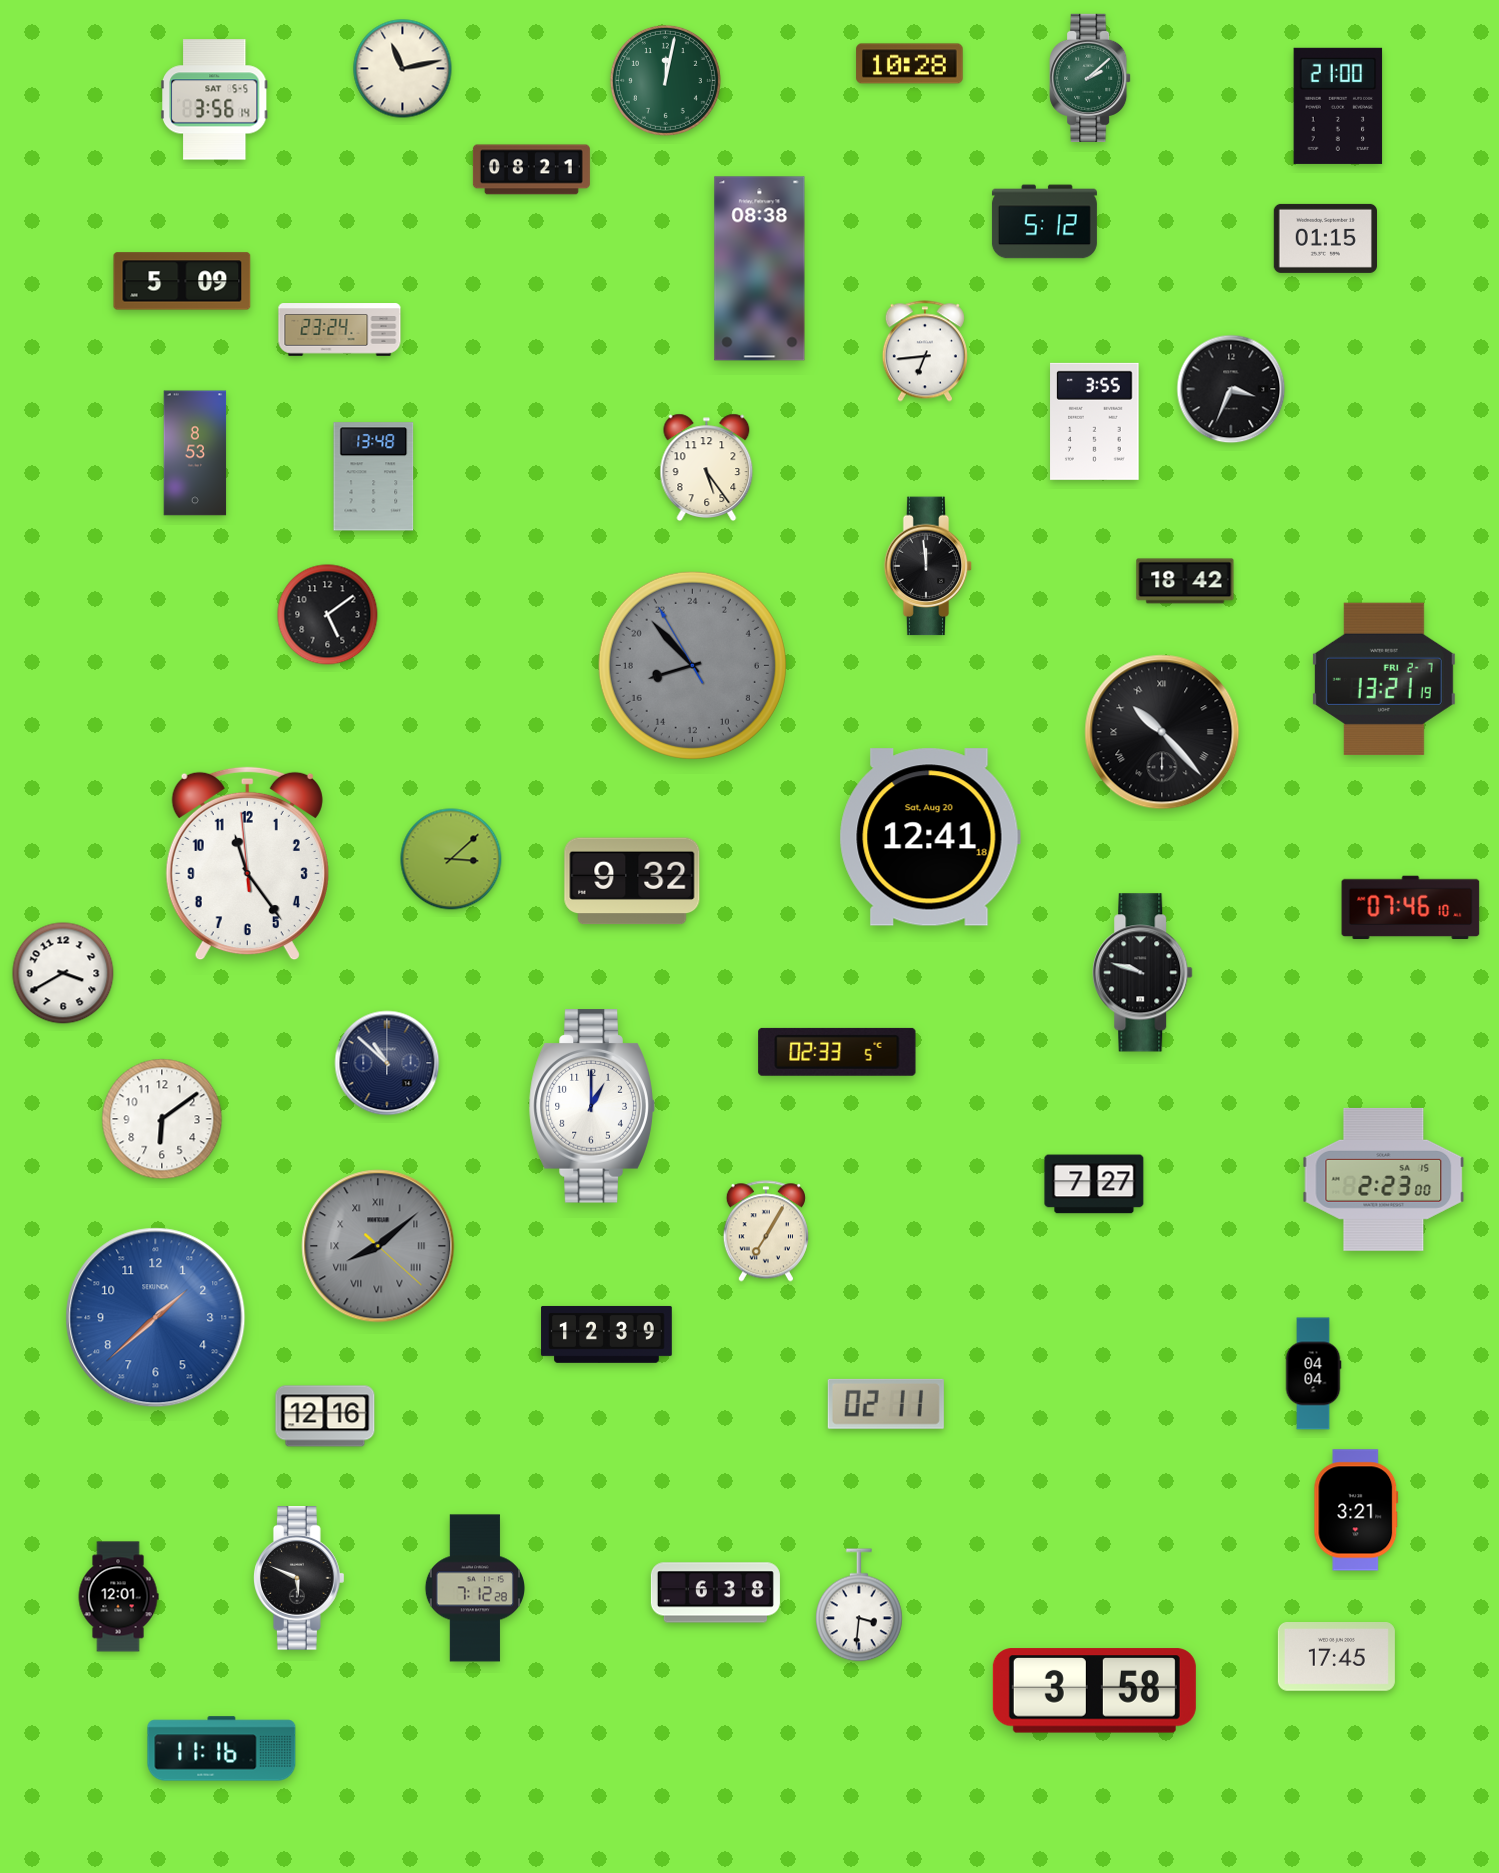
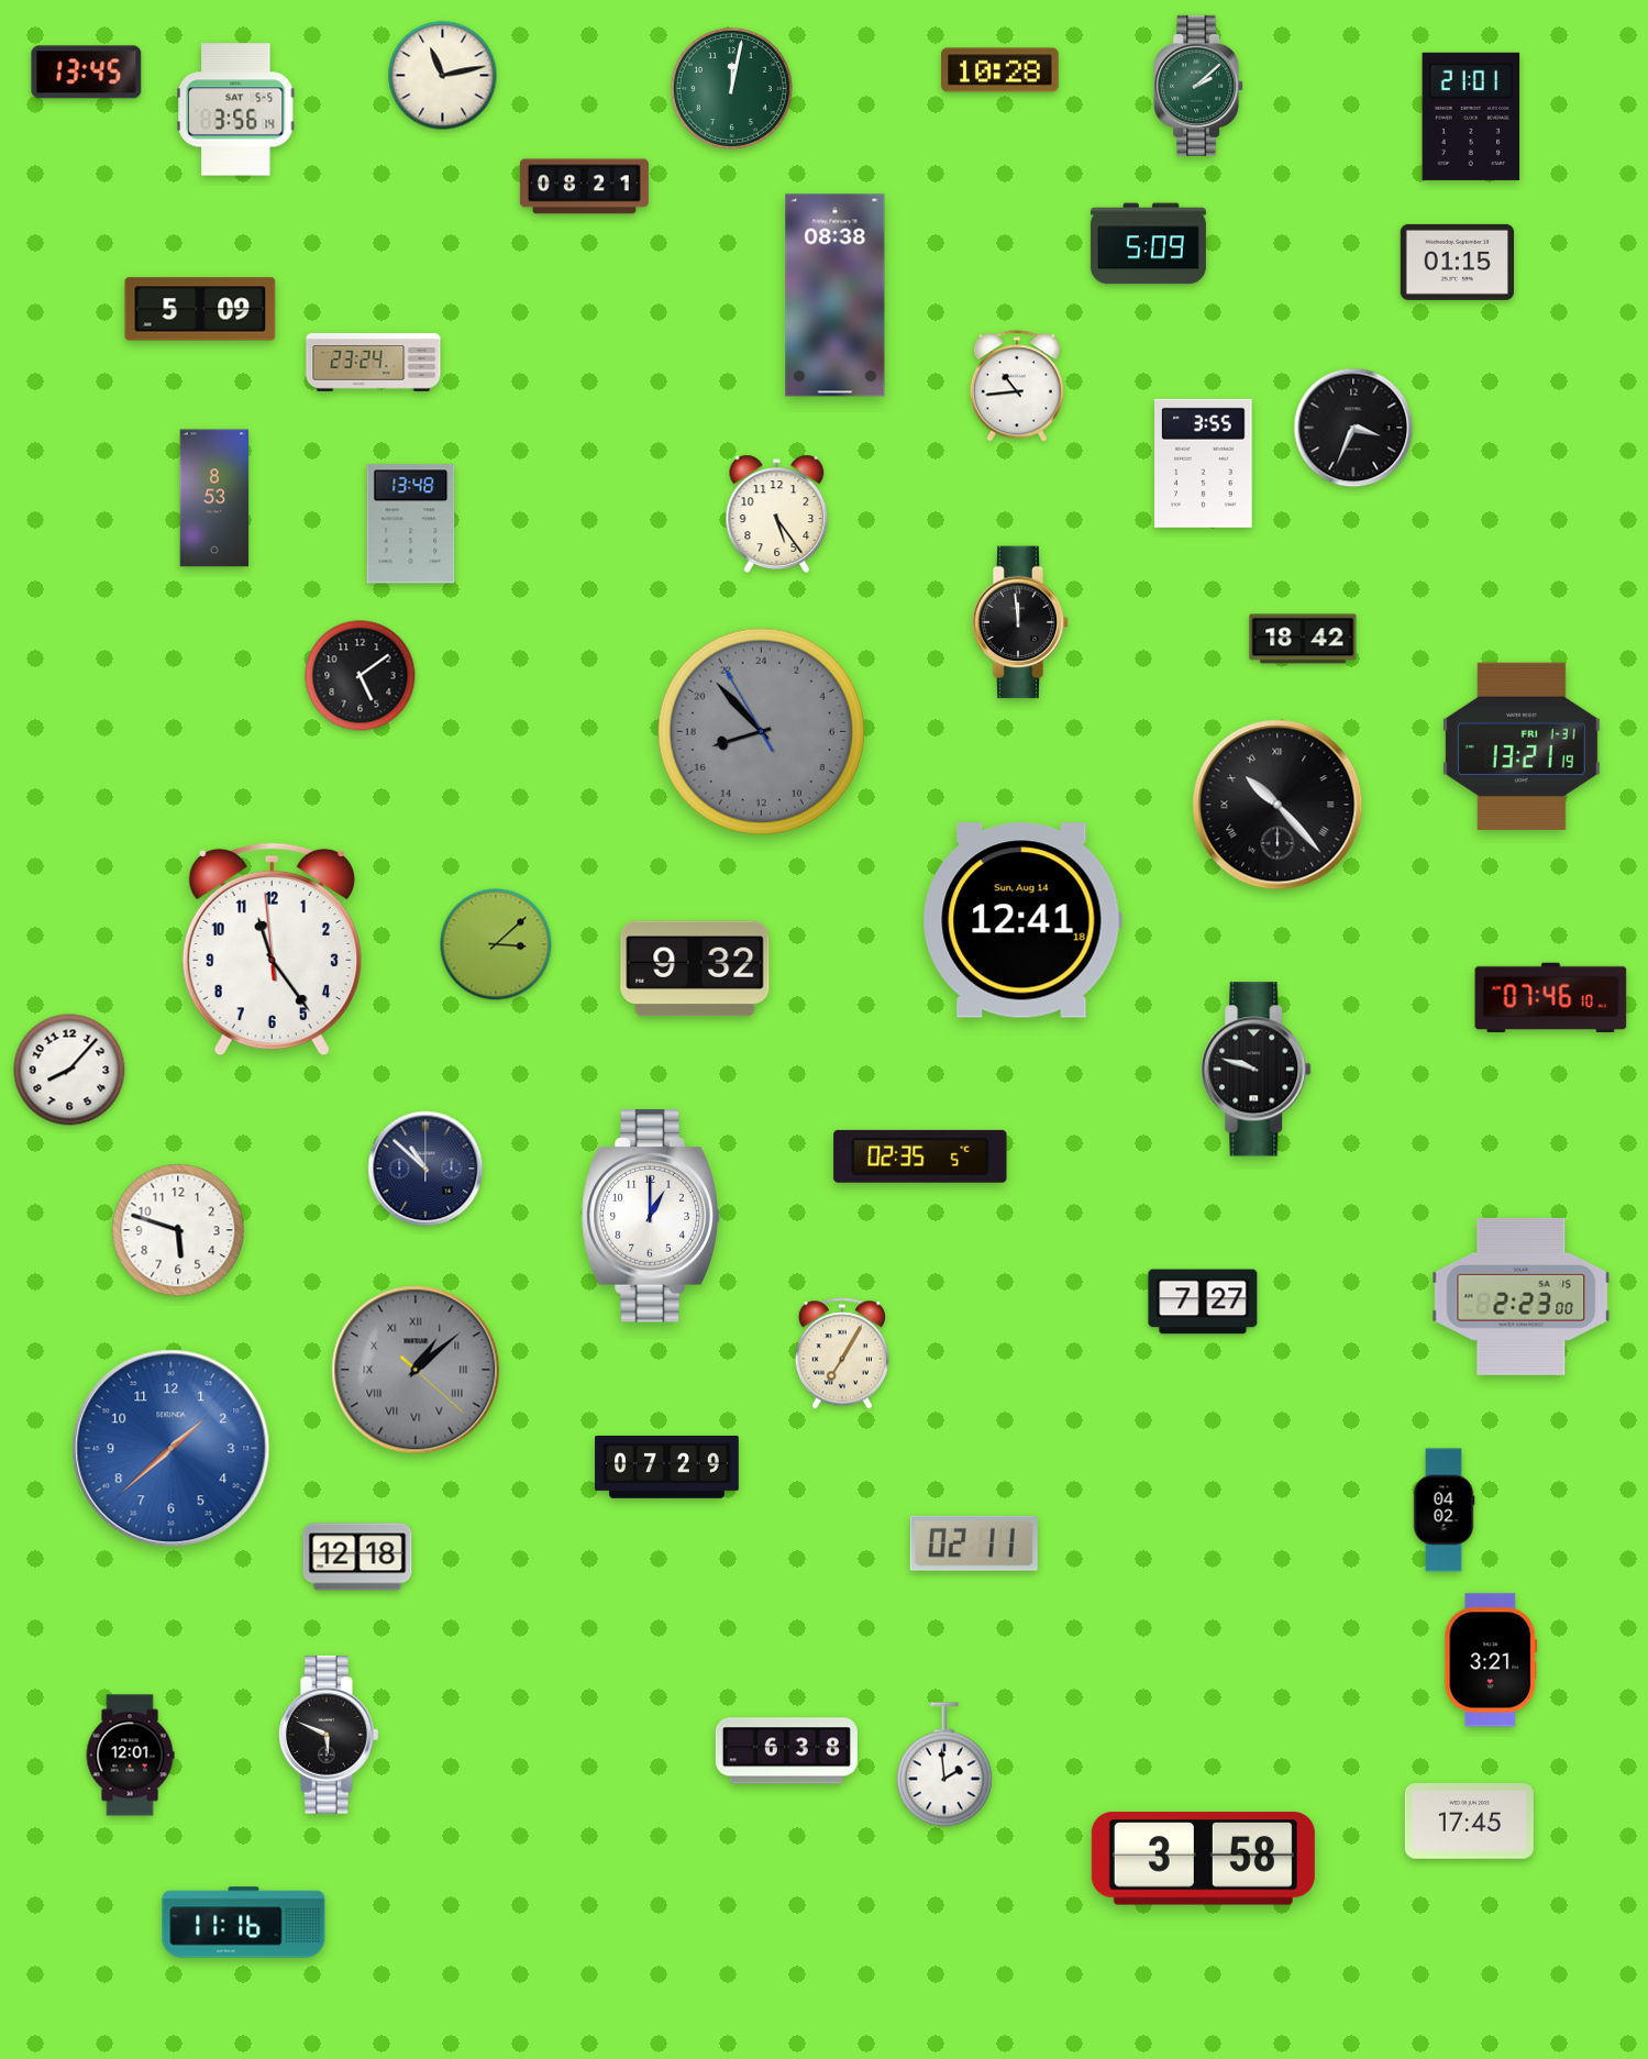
clock at (87, 73): none -> 13:45
clock at (1338, 106): 21:00 -> 21:01
clock at (1044, 222): 5:12 -> 5:09
clock at (925, 351): 6:44 -> 10:44
clock at (1384, 679) date: FRI 2-7 -> FRI 1-31
clock at (930, 837) date: Sat, Aug 20 -> Sun, Aug 14
clock at (63, 973): 3:40 -> 8:07
clock at (837, 1052): 02:33 -> 02:35
clock at (162, 1119): 6:09 -> 5:48
clock at (378, 1246): 8:08 -> 1:08
clock at (607, 1335): 12:39 -> 07:29
clock at (1313, 1374): 04:04 -> 04:02
clock at (325, 1416): 12:16 -> 12:18
clock at (474, 1588): 7:12 -> none
clock at (860, 1605): 3:31 -> 1:59
